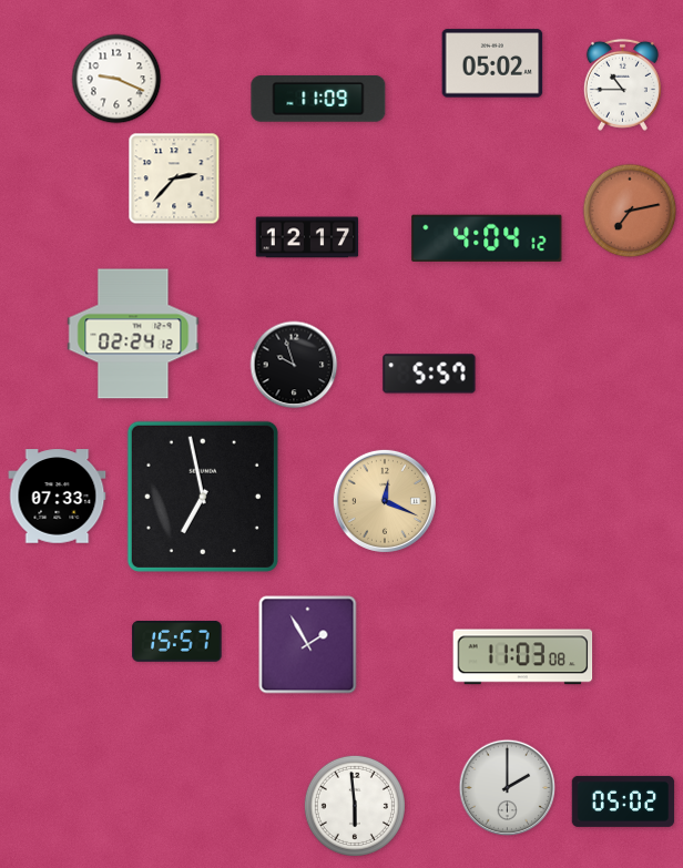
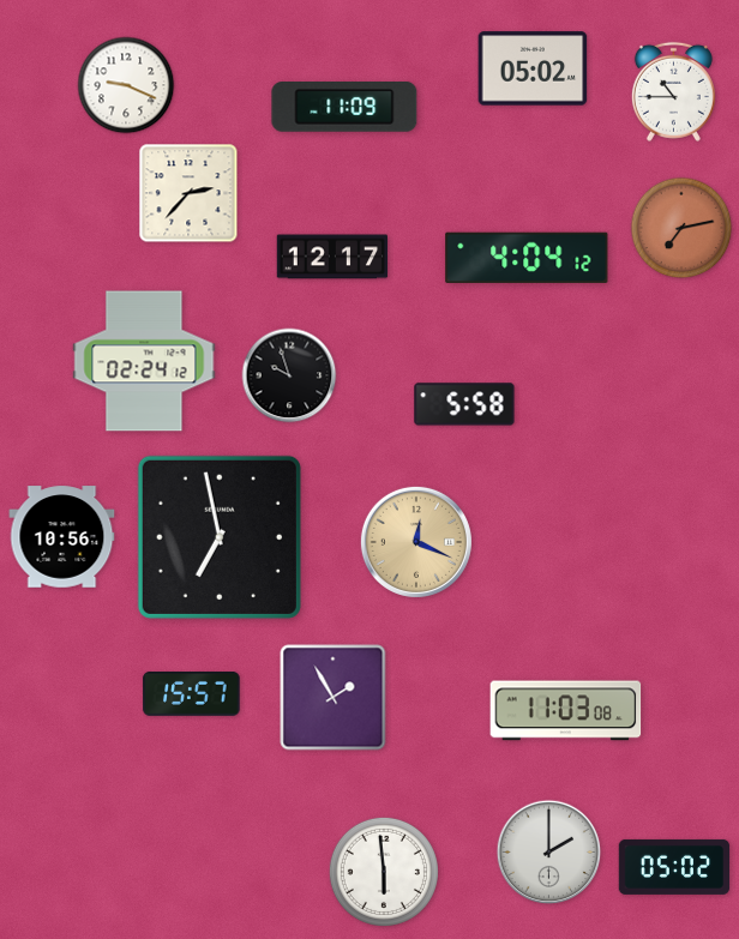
clock at (294, 365) position: (294, 365) -> (289, 375)
clock at (429, 374): 5:57 -> 5:58
clock at (58, 497): 07:33 -> 10:56
